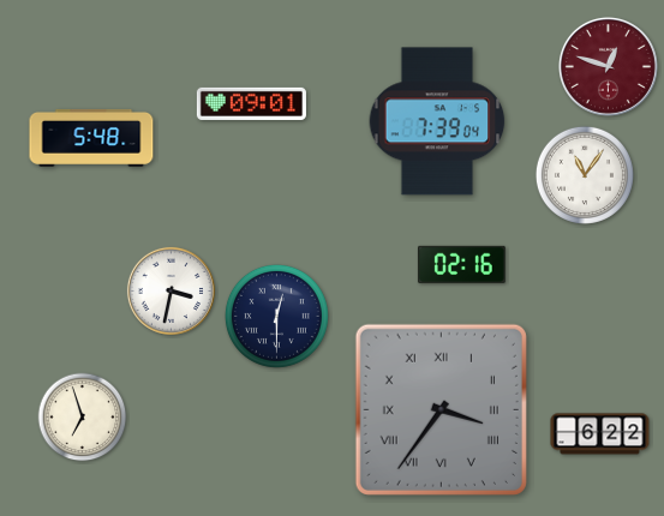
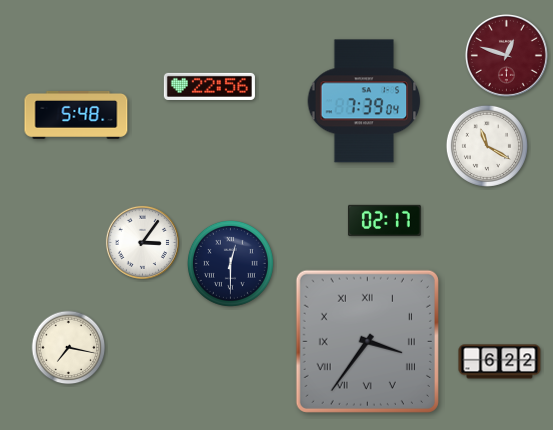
clock at (251, 103): 09:01 -> 22:56
clock at (585, 175): 11:06 -> 11:20
clock at (461, 264): 02:16 -> 02:17
clock at (171, 290): 3:32 -> 3:06
clock at (83, 418): 6:57 -> 7:17
